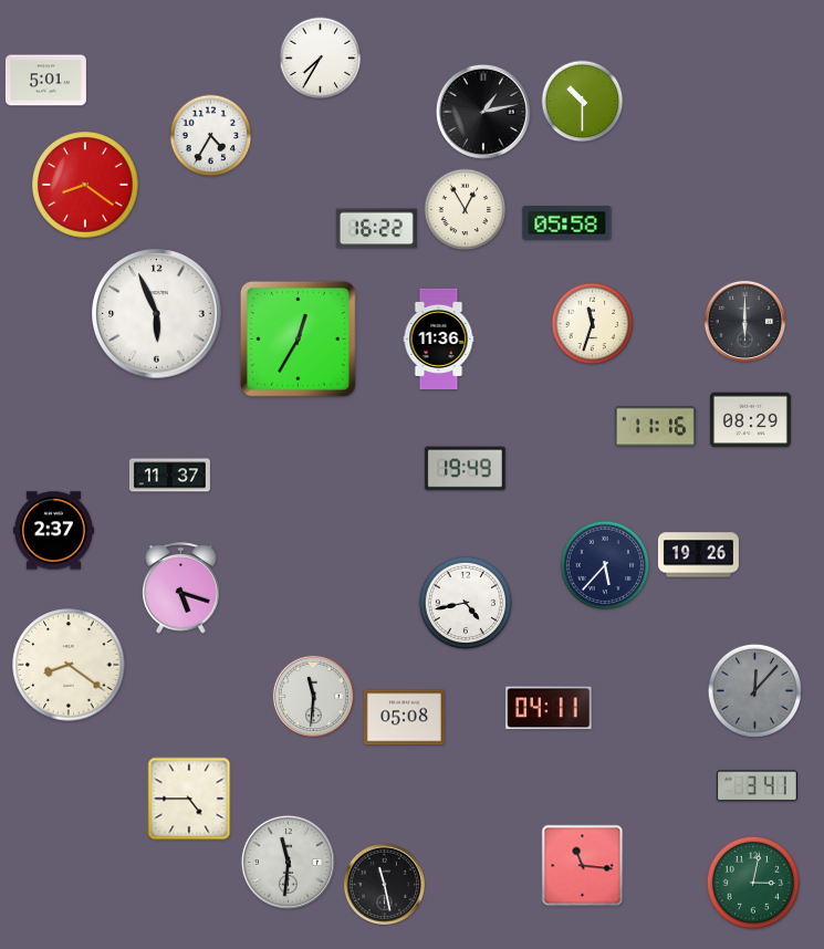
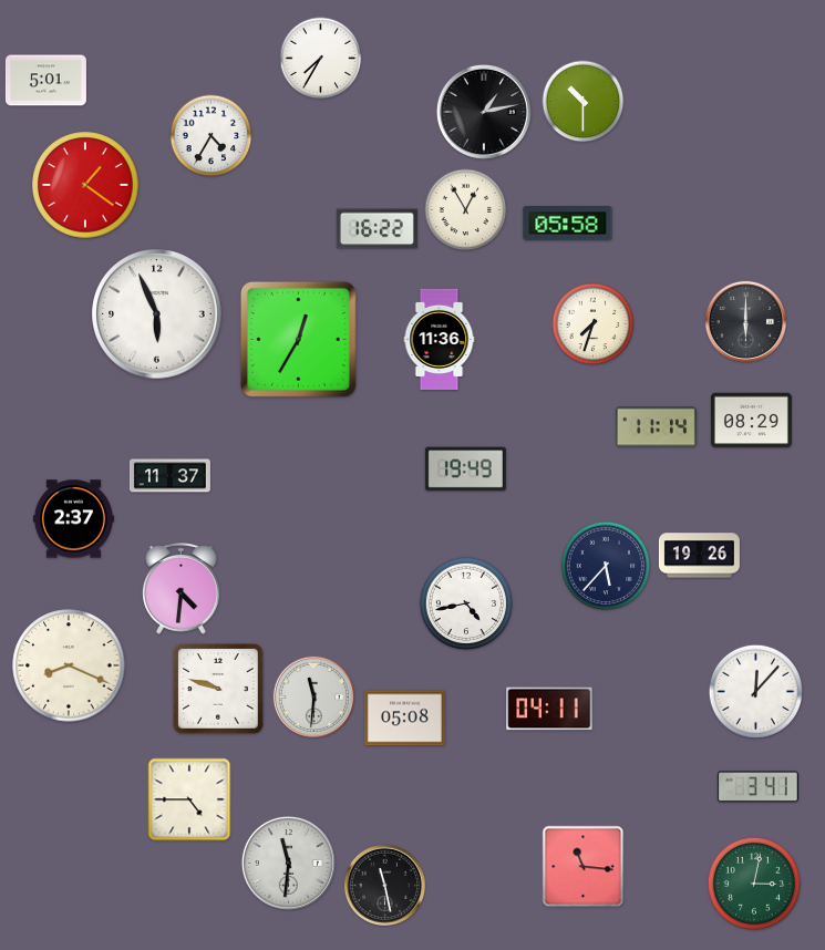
clock at (85, 185): 8:21 -> 1:21
clock at (593, 324): 11:33 -> 7:33
clock at (655, 427): 11:16 -> 11:14
clock at (53, 531) position: (53, 531) -> (73, 519)
clock at (181, 588): 5:18 -> 4:31
clock at (69, 665): 8:21 -> 8:19
clock at (218, 689): none -> 9:48
clock at (754, 690) dial: grey -> white
